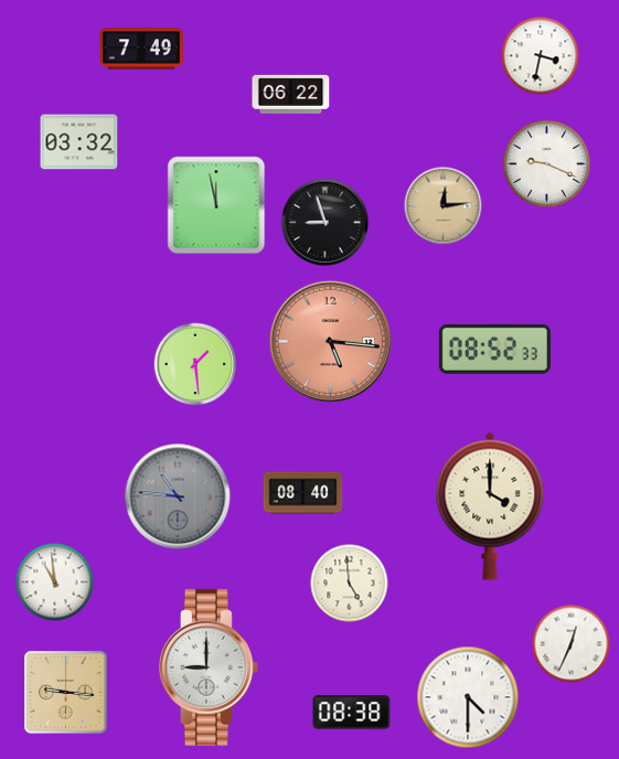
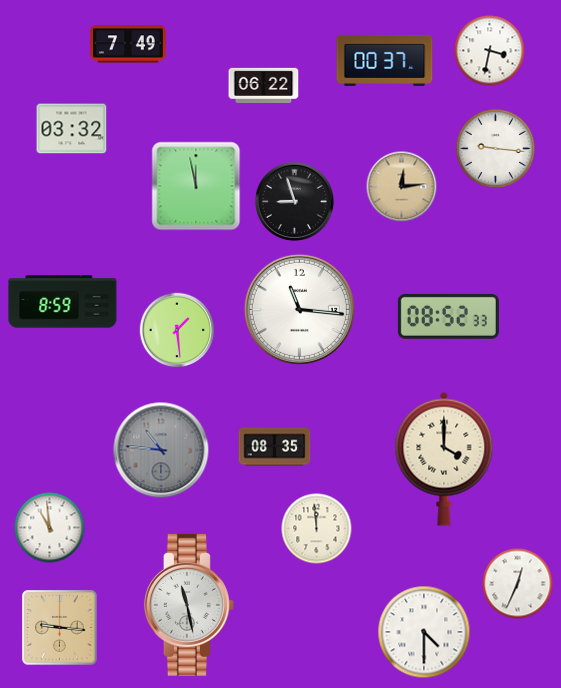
clock at (385, 60): none -> 00:37
clock at (547, 164): 9:19 -> 9:16
clock at (63, 302): none -> 8:59
clock at (330, 341): 5:16 -> 11:16
clock at (330, 341) dial: salmon -> white
clock at (303, 493): 08:40 -> 08:35
clock at (350, 584): 4:59 -> 11:59
clock at (209, 667): 9:00 -> 11:28
clock at (352, 713): 08:38 -> none
